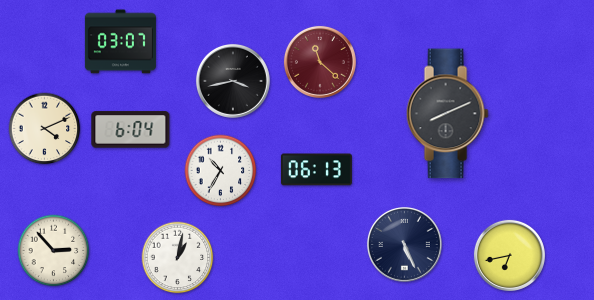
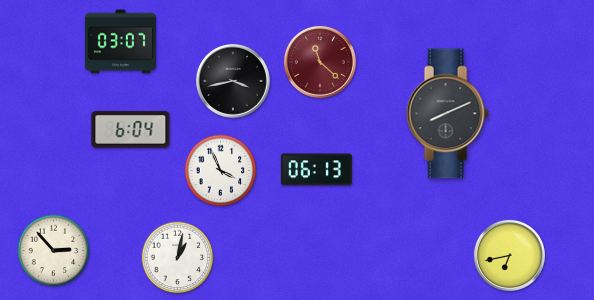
clock at (45, 129): 4:11 -> none
clock at (221, 171): 10:35 -> 3:56
clock at (404, 244): 5:26 -> none
